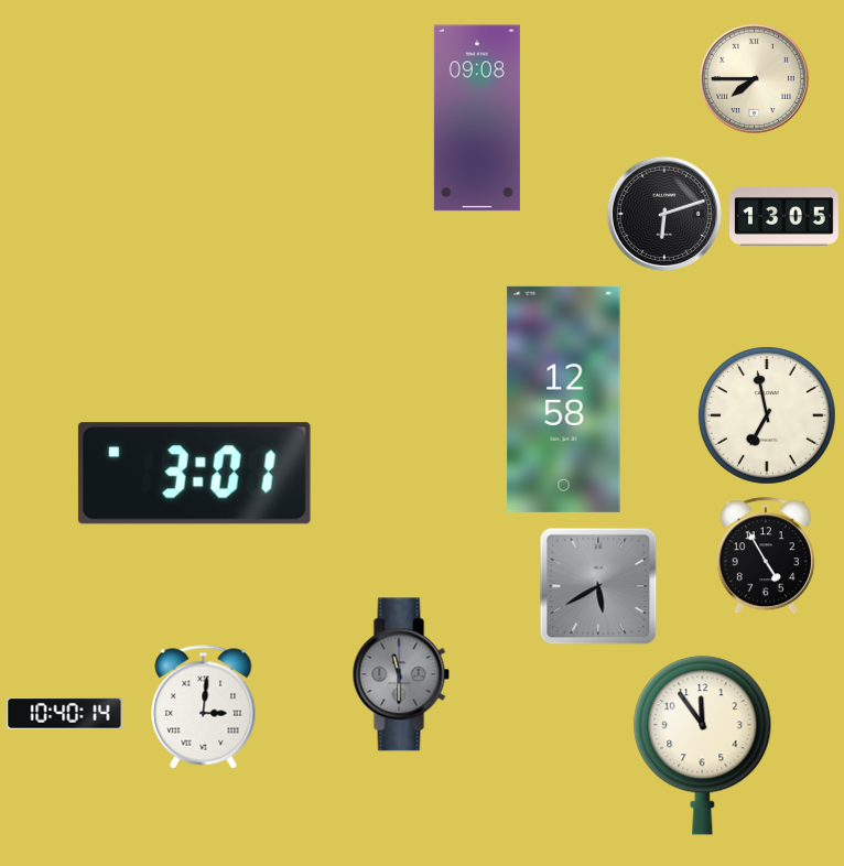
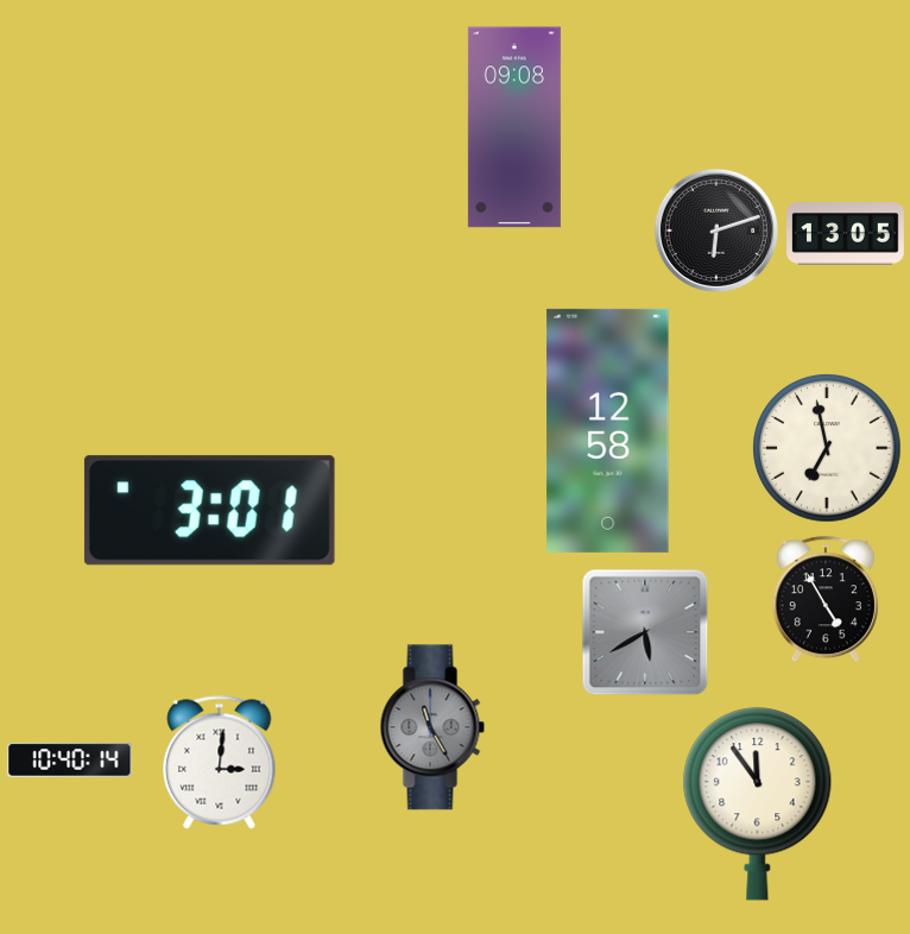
clock at (754, 78): 7:45 -> none
clock at (401, 674): 11:30 -> 11:25
clock at (65, 714) position: (65, 714) -> (70, 761)
